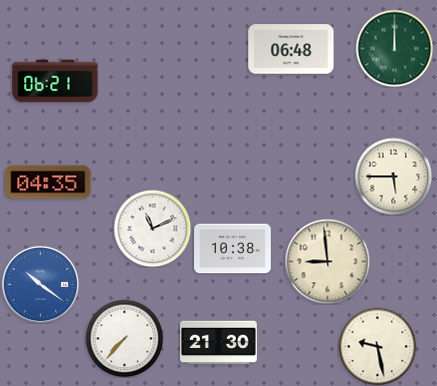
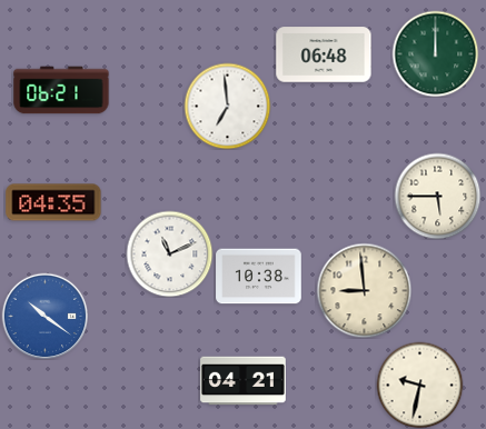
clock at (394, 48) position: (394, 48) -> (435, 53)
clock at (227, 106): none -> 6:59
clock at (124, 338): 7:37 -> none
clock at (219, 343): 21:30 -> 04:21
clock at (377, 346): 9:28 -> 9:32
